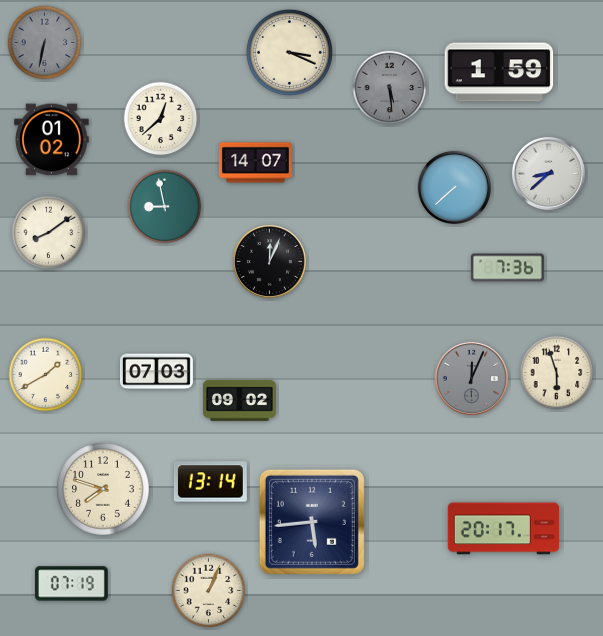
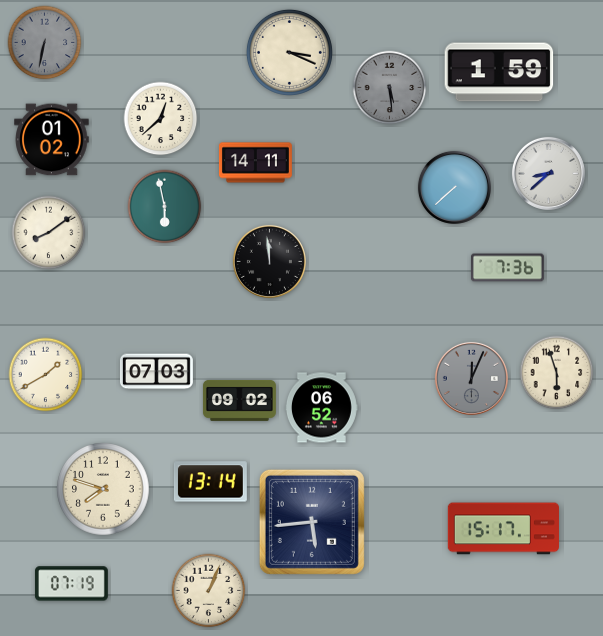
clock at (256, 163): 14:07 -> 14:11
clock at (165, 207): 8:58 -> 5:58
clock at (269, 261): 12:04 -> 11:59
clock at (321, 408): none -> 06:52
clock at (503, 529): 20:17 -> 15:17
